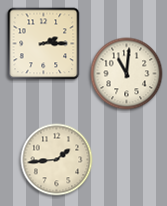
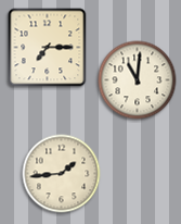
clock at (44, 44): 2:15 -> 7:15
